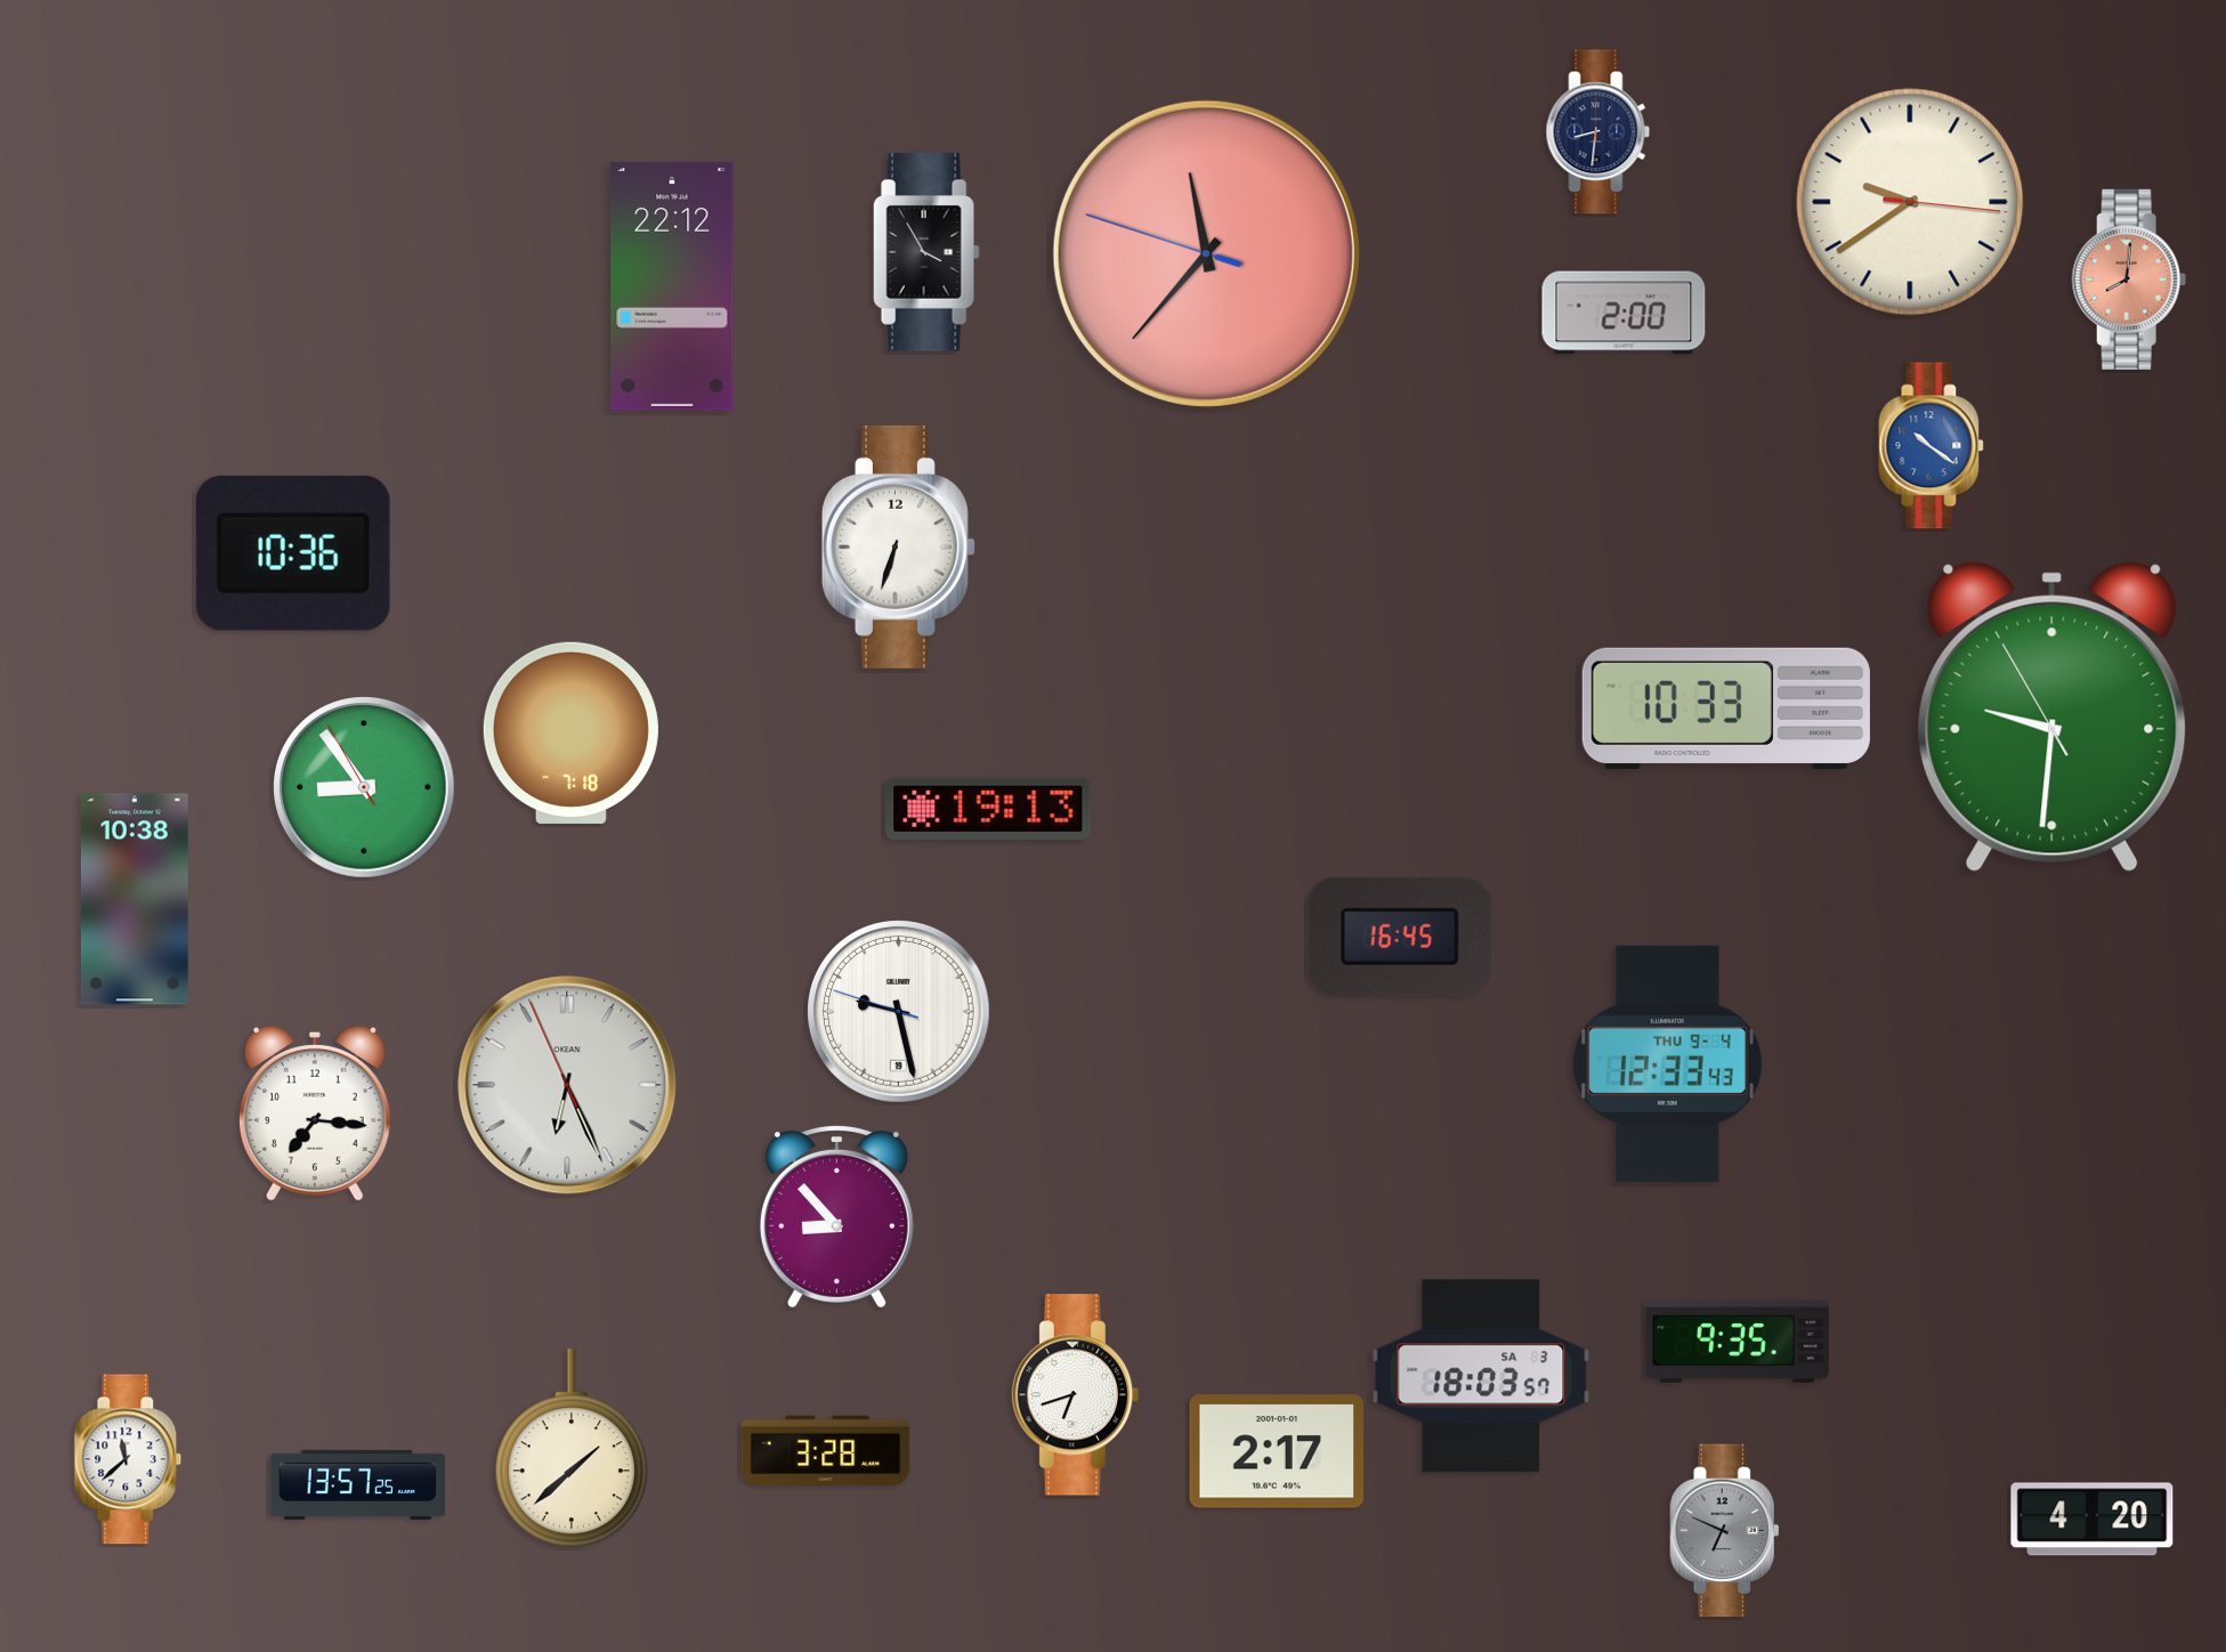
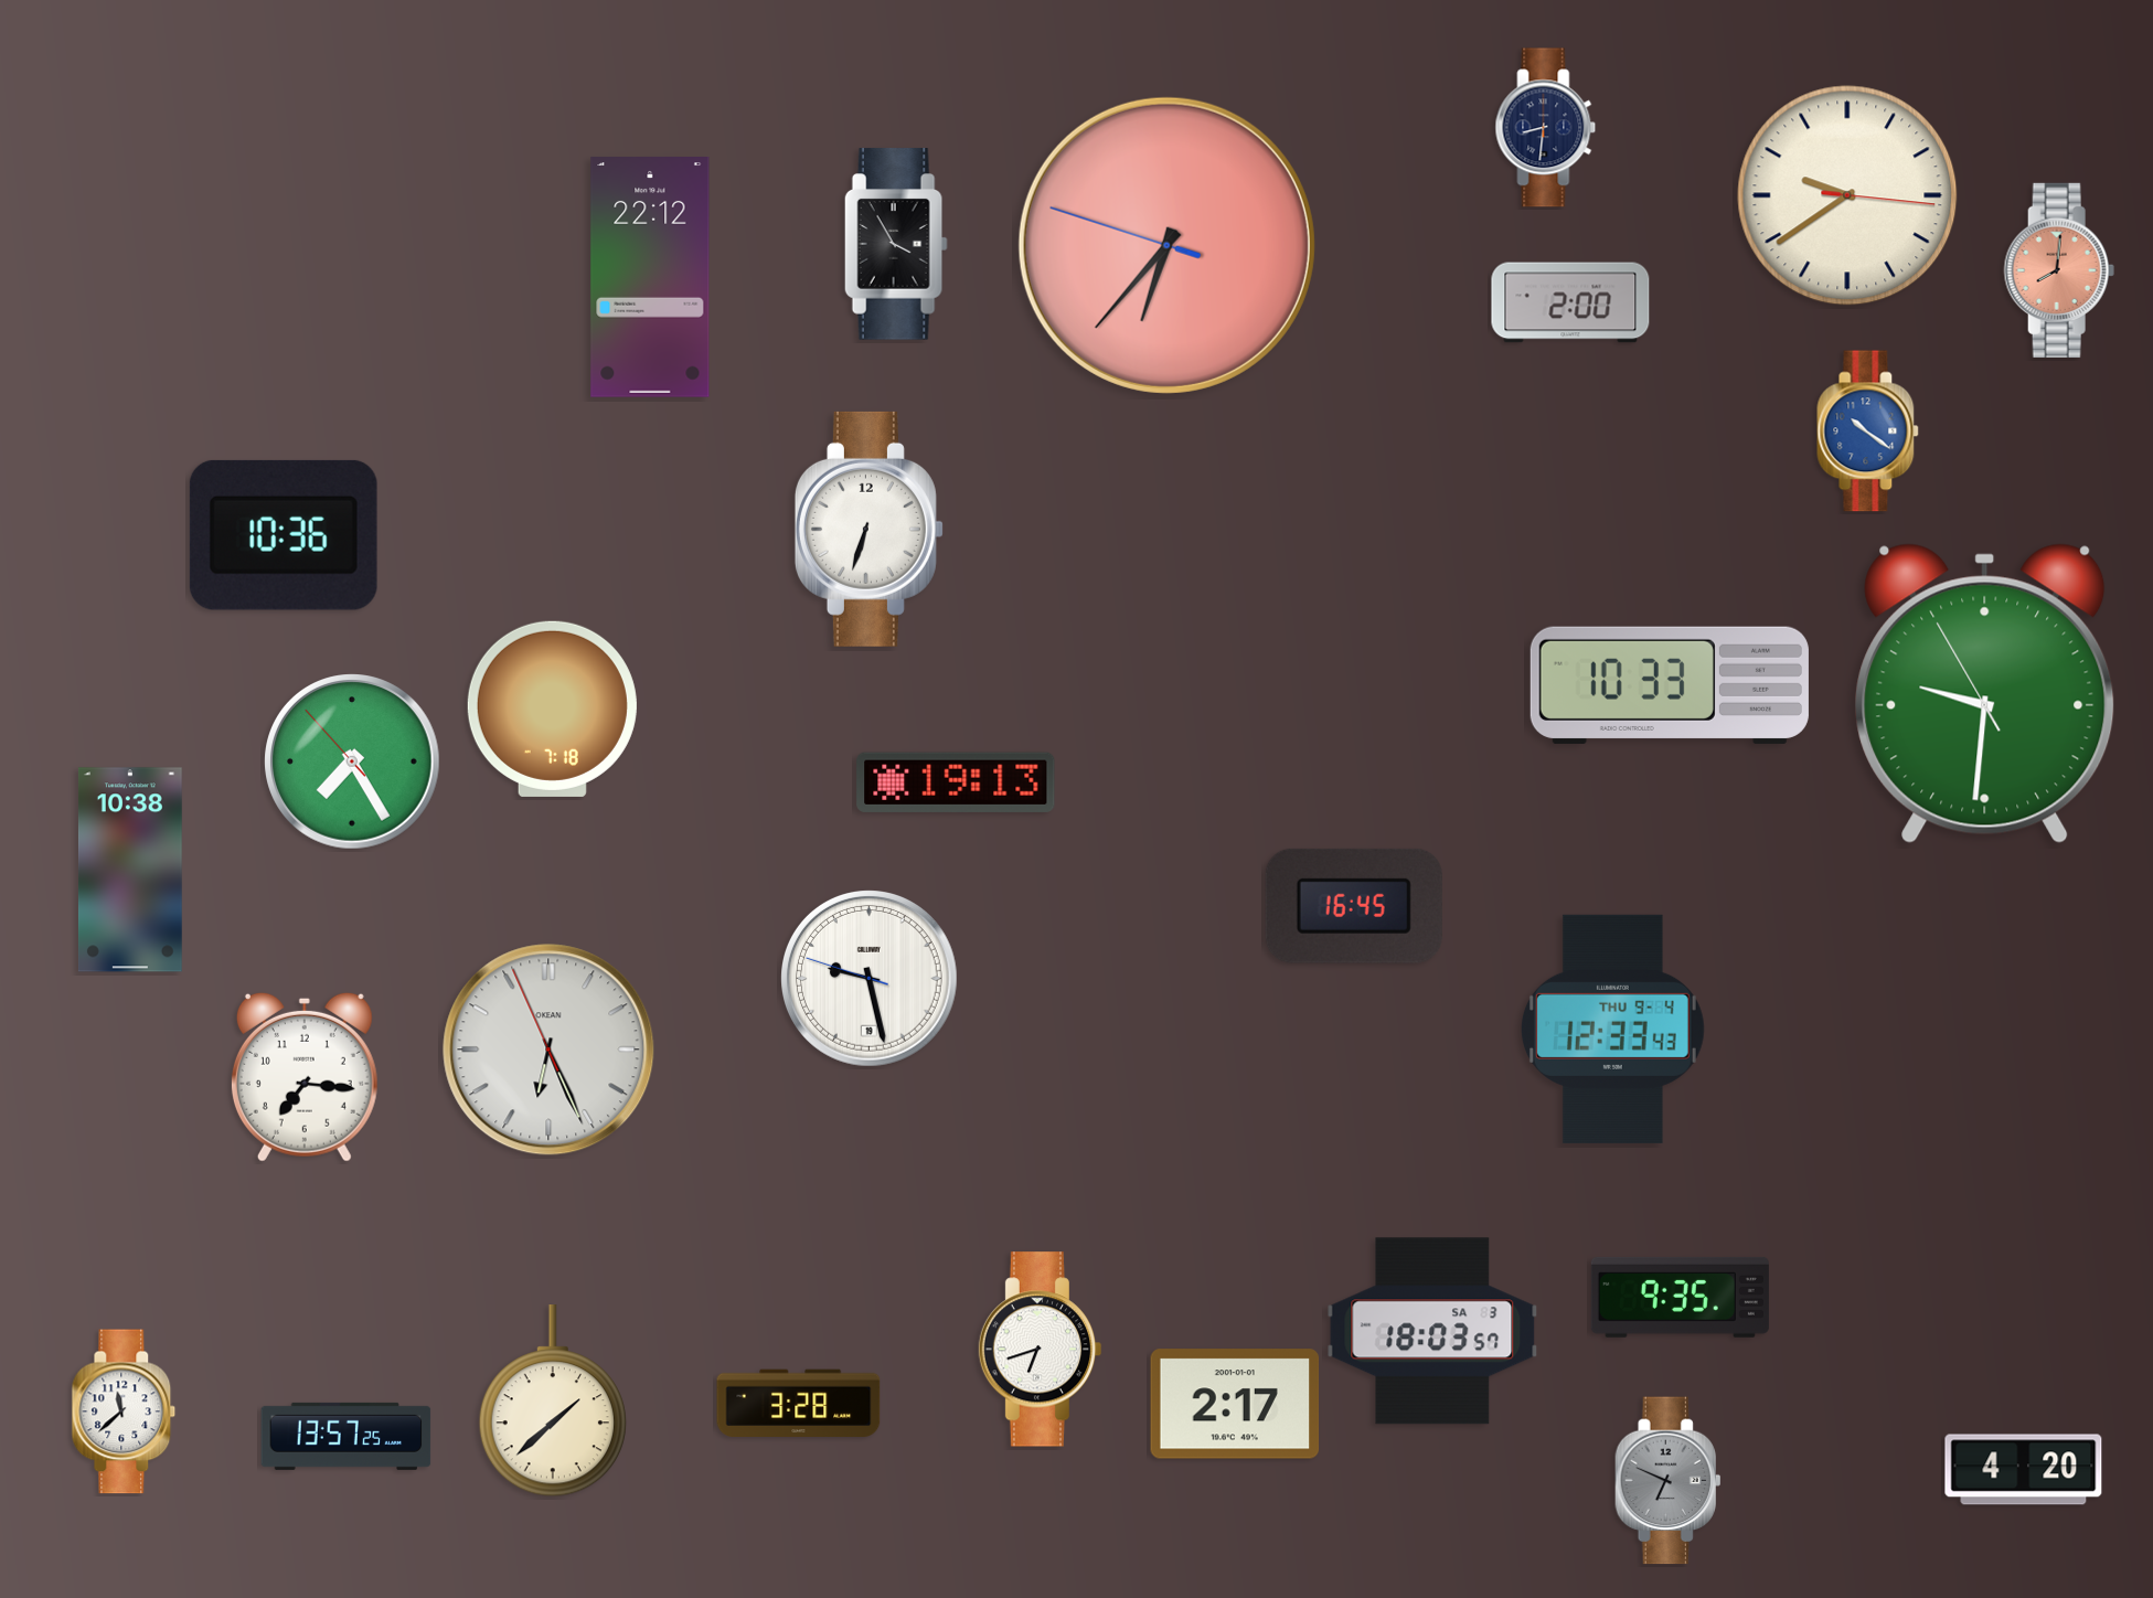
clock at (1206, 253): 11:36 -> 6:36
clock at (365, 788): 8:53 -> 7:24
clock at (836, 1216): 8:53 -> none
